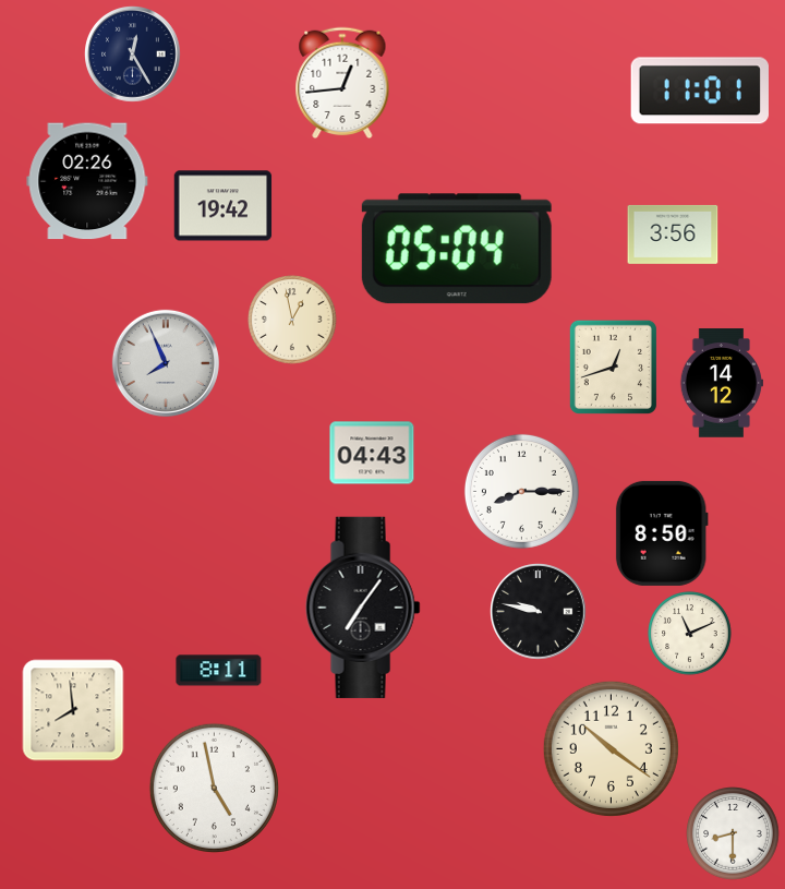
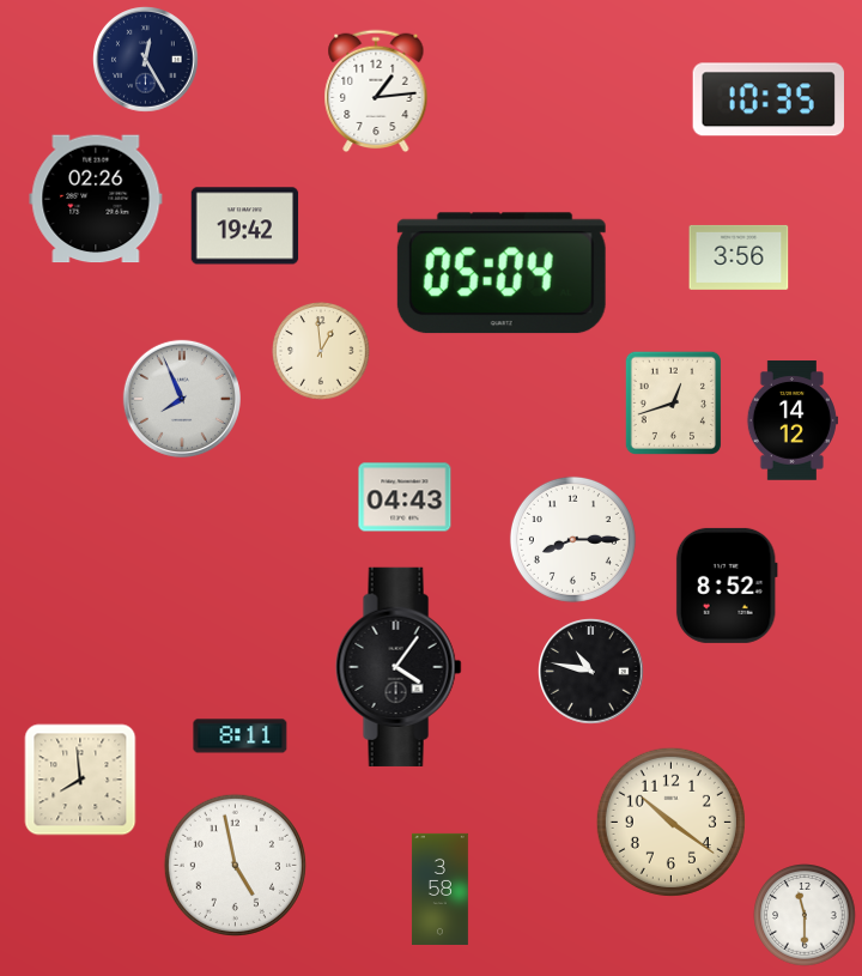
clock at (342, 83): 12:44 -> 1:14
clock at (700, 91): 11:01 -> 10:35
clock at (292, 320): 12:58 -> 12:59
clock at (372, 453) position: (372, 453) -> (405, 497)
clock at (662, 533): 8:50 -> 8:52
clock at (363, 608): 7:06 -> 4:06
clock at (539, 612): 9:47 -> 10:47
clock at (690, 634): 11:11 -> none
clock at (439, 889): none -> 3:58
clock at (734, 834): 8:30 -> 11:30
